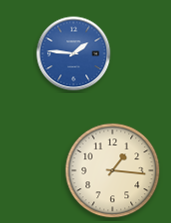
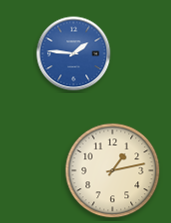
clock at (113, 171): 1:16 -> 1:13
